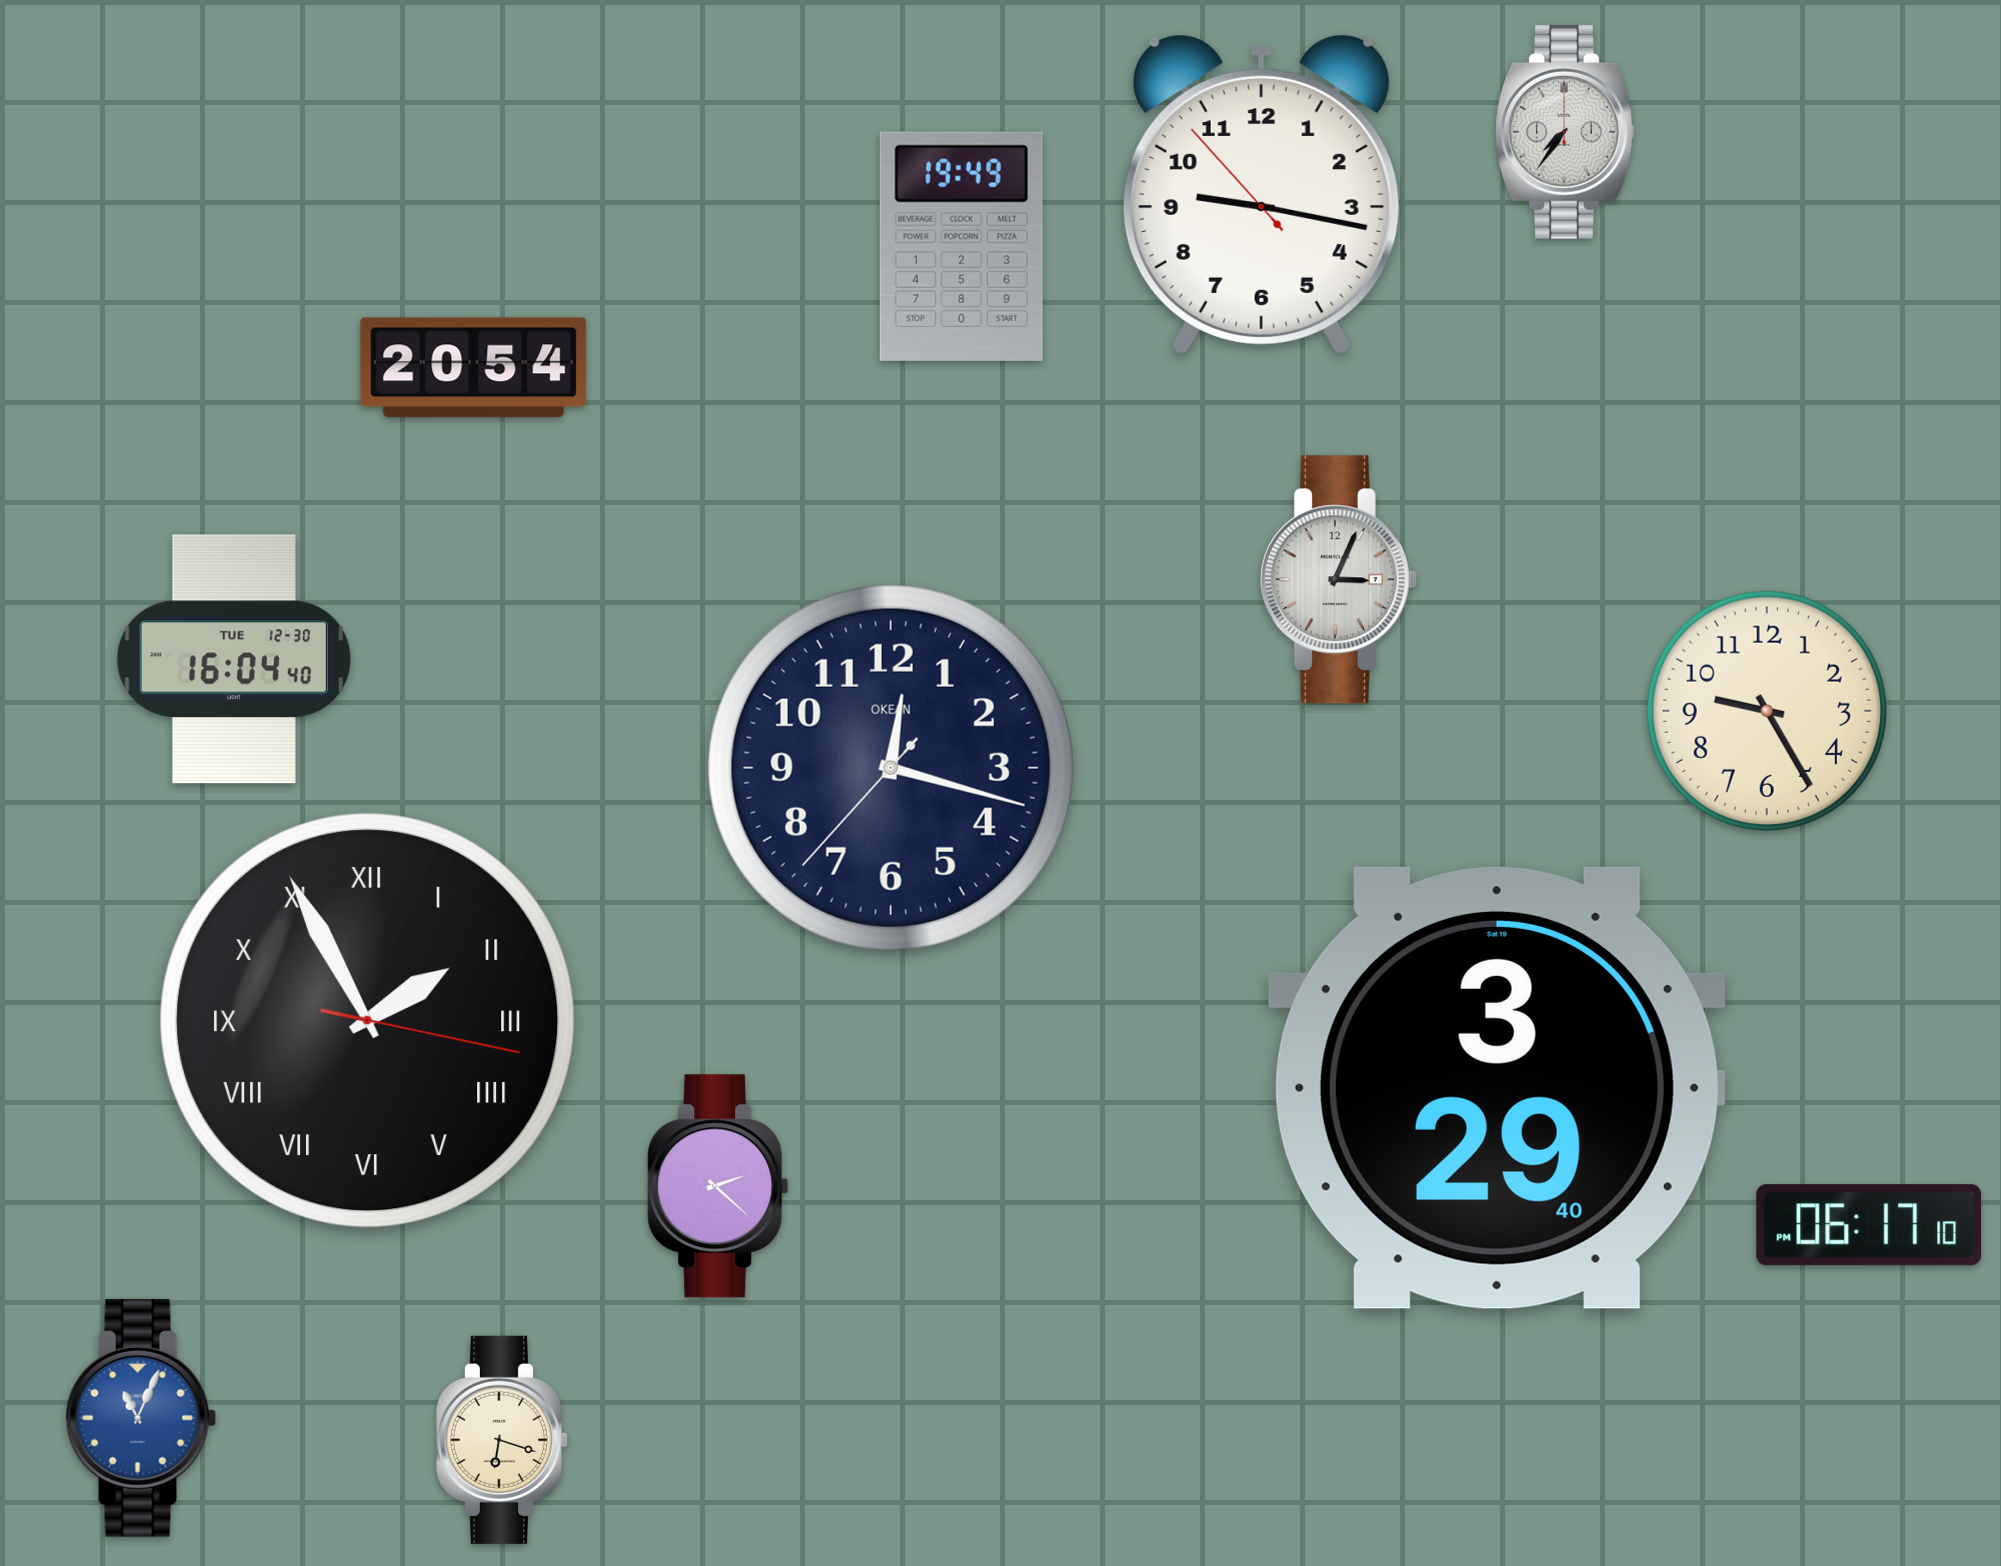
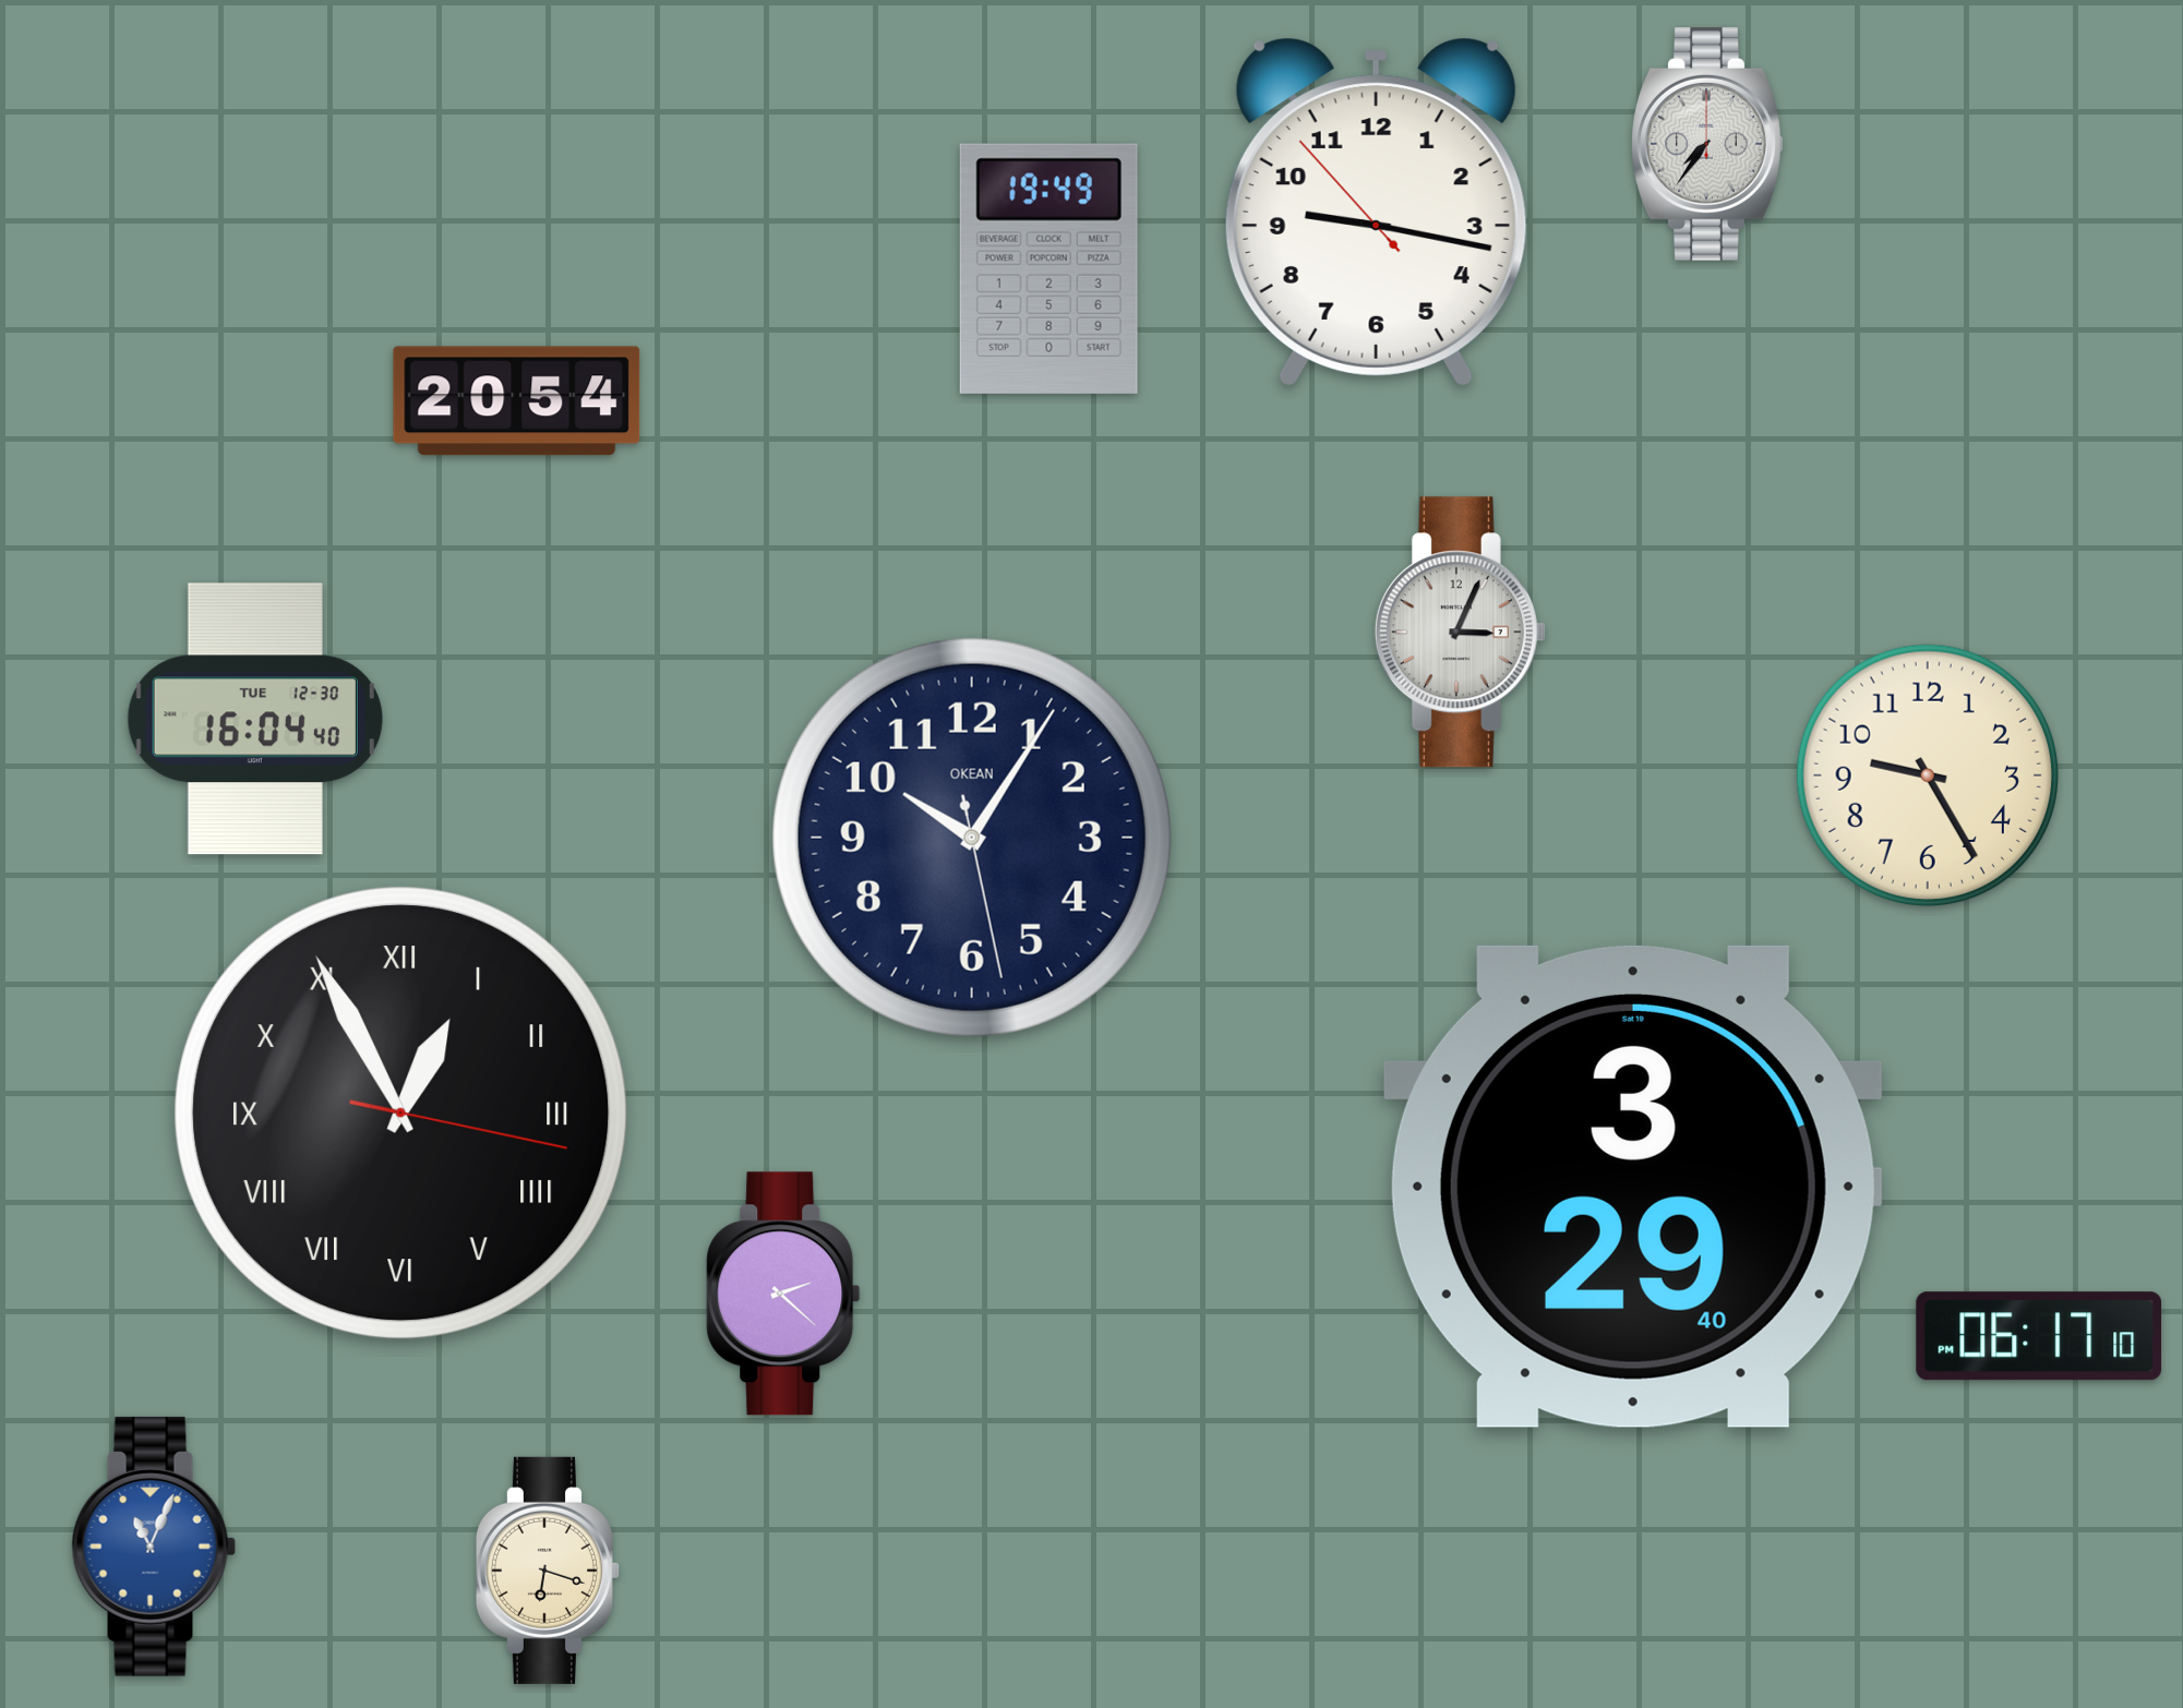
clock at (891, 768): 12:17 -> 10:05
clock at (367, 1020): 1:55 -> 12:55
